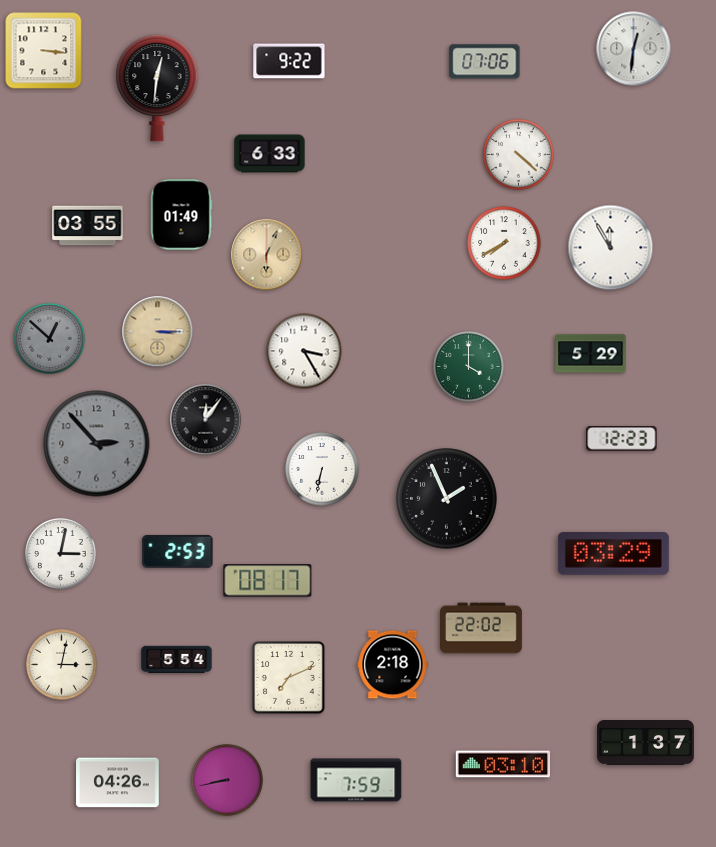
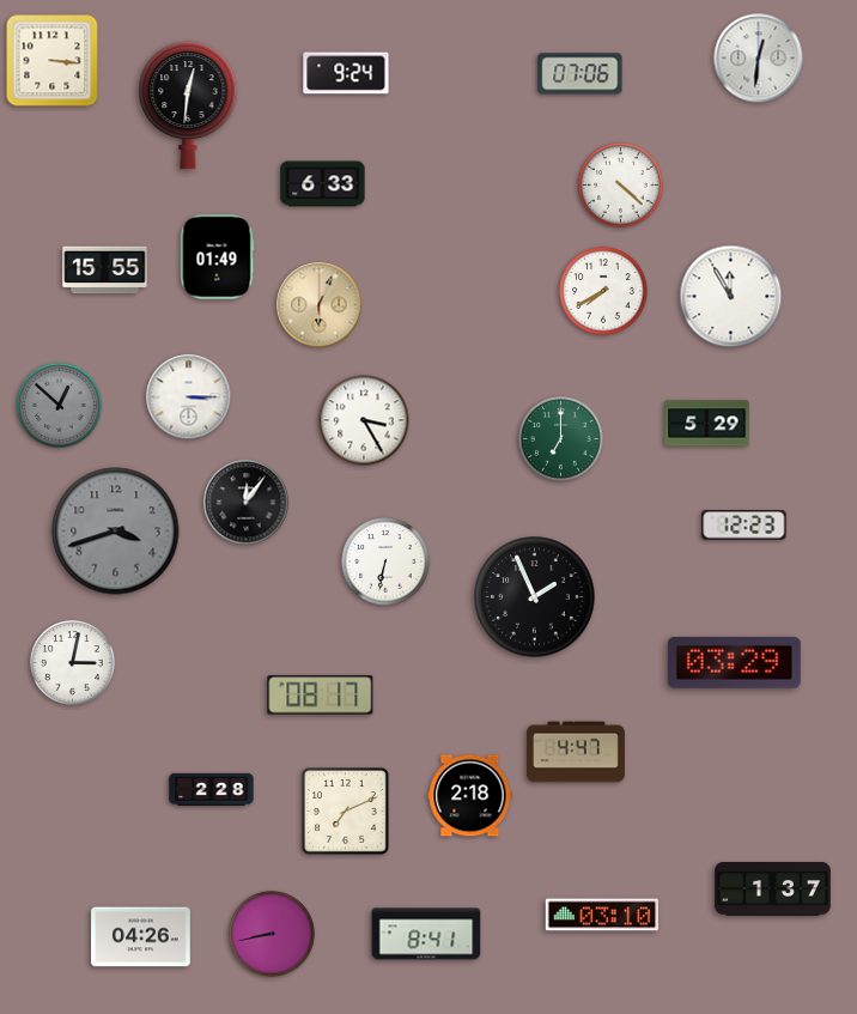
clock at (289, 61): 9:22 -> 9:24
clock at (88, 226): 03:55 -> 15:55
clock at (158, 332) dial: champagne -> white
clock at (469, 367): 4:00 -> 7:00
clock at (97, 444): 2:53 -> 3:42
clock at (178, 551): 2:53 -> none
clock at (482, 628): 22:02 -> 4:47
clock at (177, 660): 5:54 -> 2:28
clock at (62, 665): 3:02 -> none
clock at (356, 780): 7:59 -> 8:41
